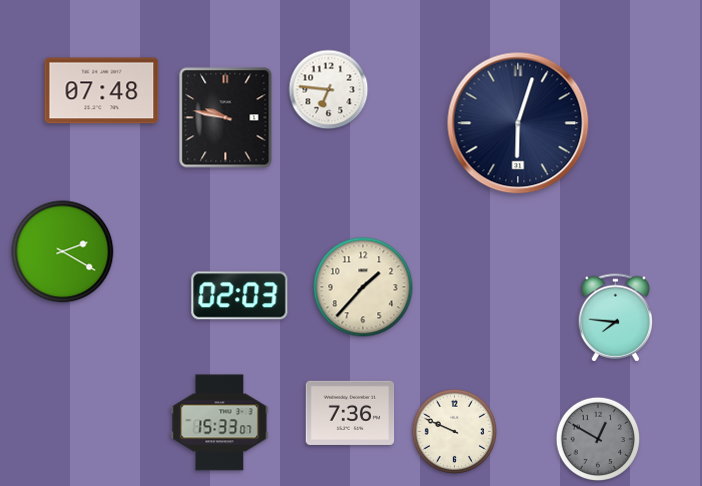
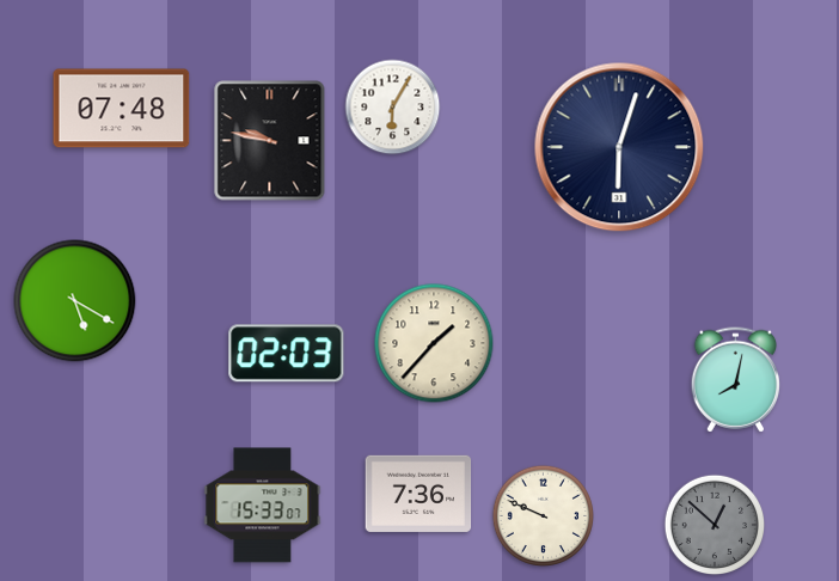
clock at (329, 90): 6:46 -> 6:05
clock at (63, 252): 2:20 -> 5:20
clock at (616, 318): 7:46 -> 8:02
clock at (598, 439): 12:50 -> 12:52
